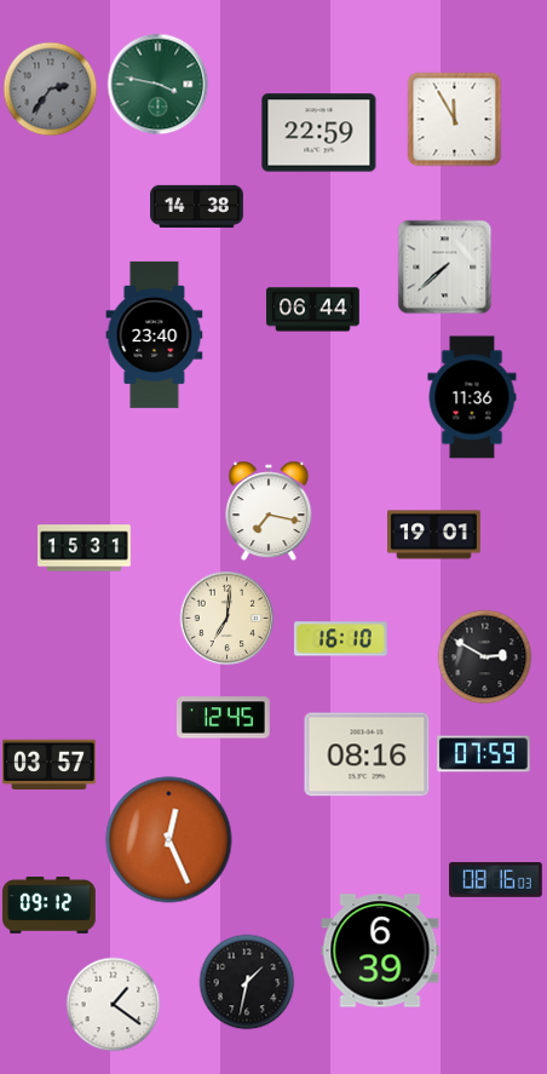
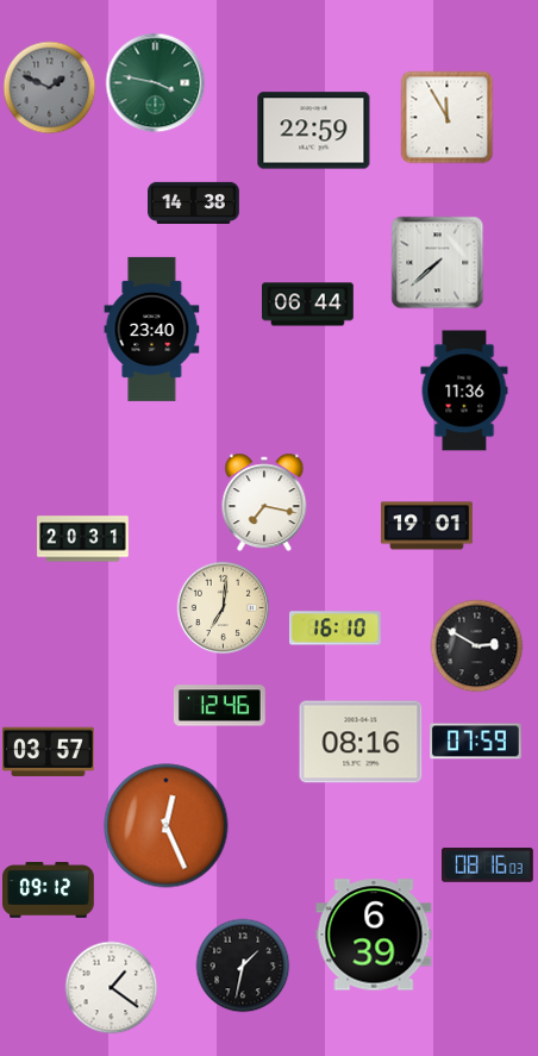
clock at (50, 88): 2:36 -> 1:49
clock at (85, 549): 15:31 -> 20:31
clock at (223, 718): 12:45 -> 12:46
